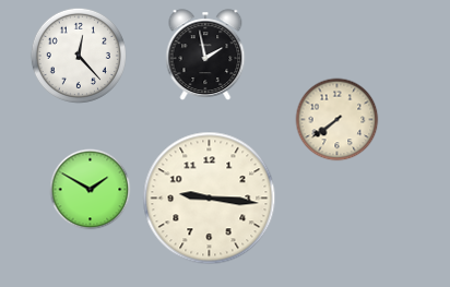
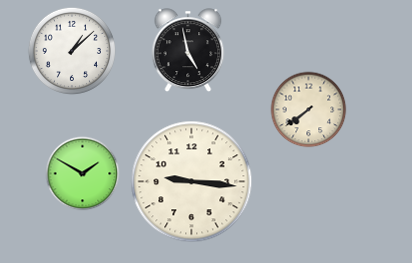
clock at (205, 55): 1:58 -> 4:58
clock at (79, 56): 12:23 -> 1:08
